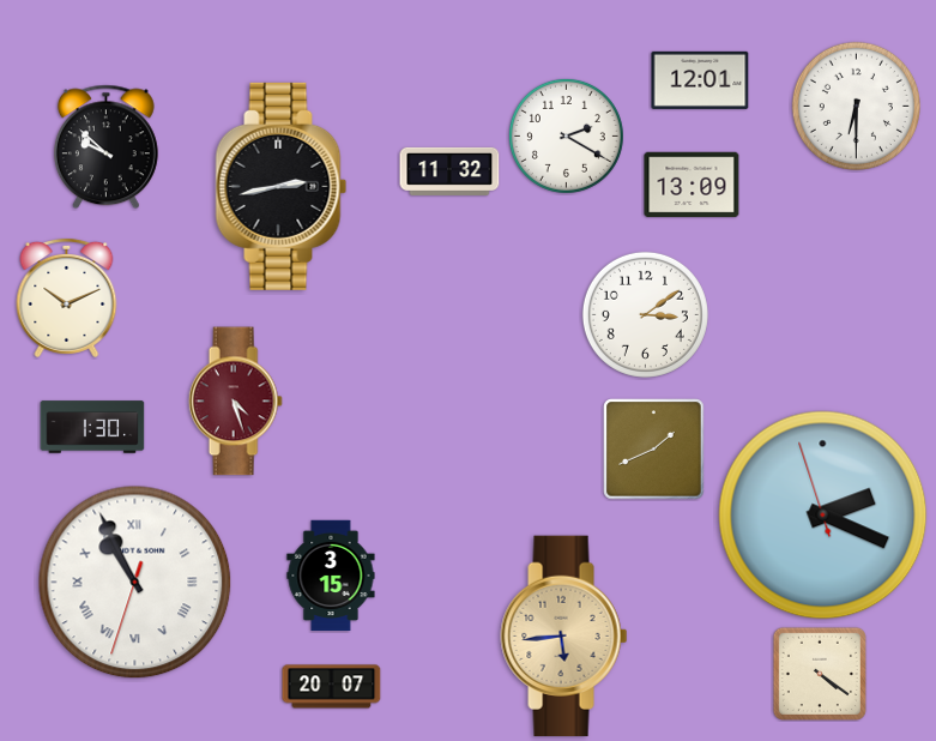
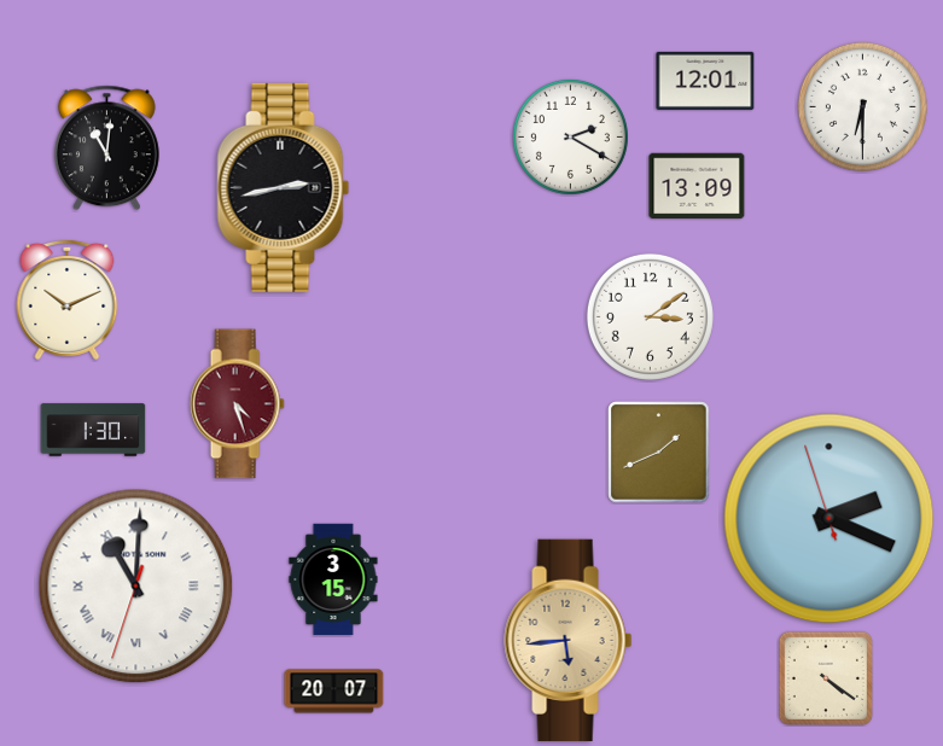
clock at (105, 147): 9:52 -> 11:01
clock at (449, 171): 11:32 -> none
clock at (135, 583): 10:55 -> 11:00
